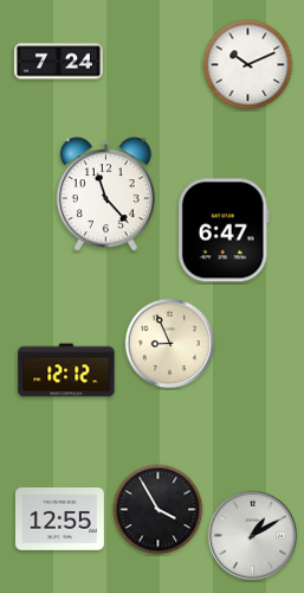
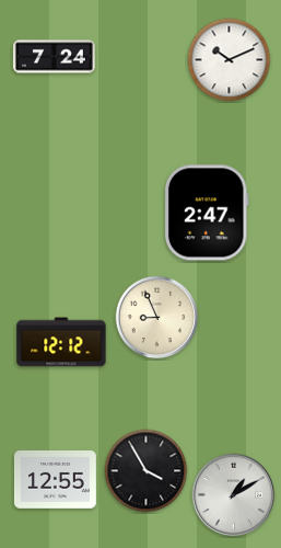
clock at (105, 195): 11:23 -> none
clock at (224, 230): 6:47 -> 2:47
